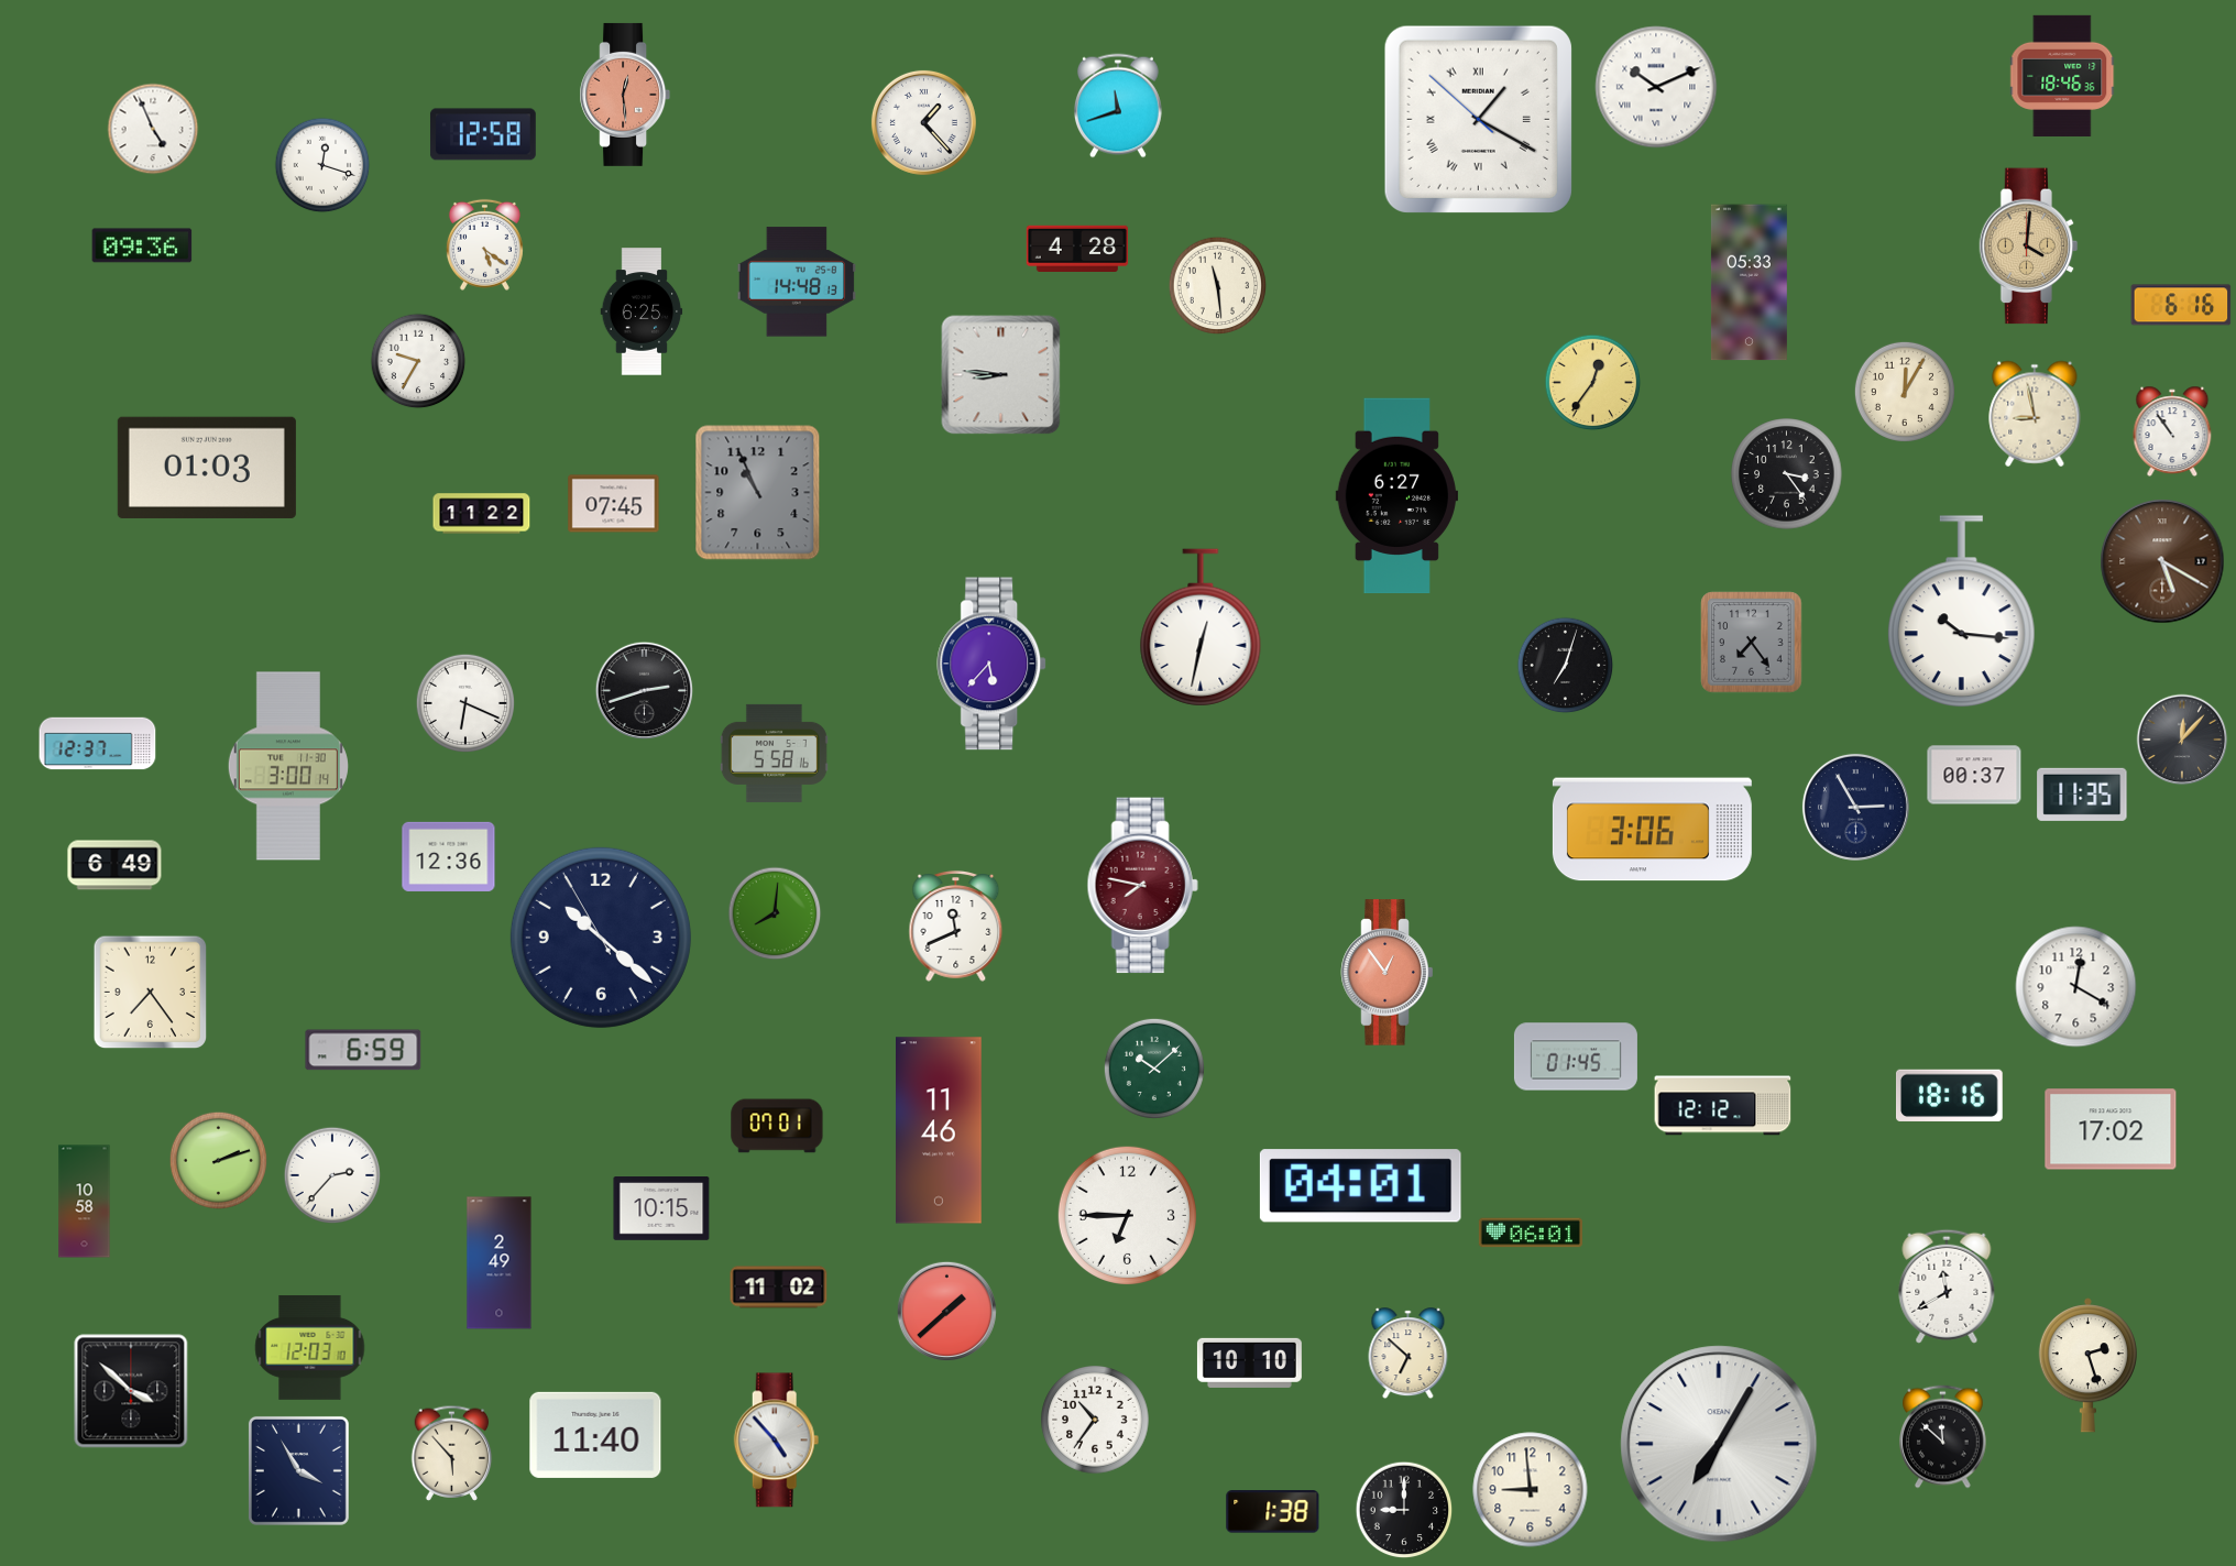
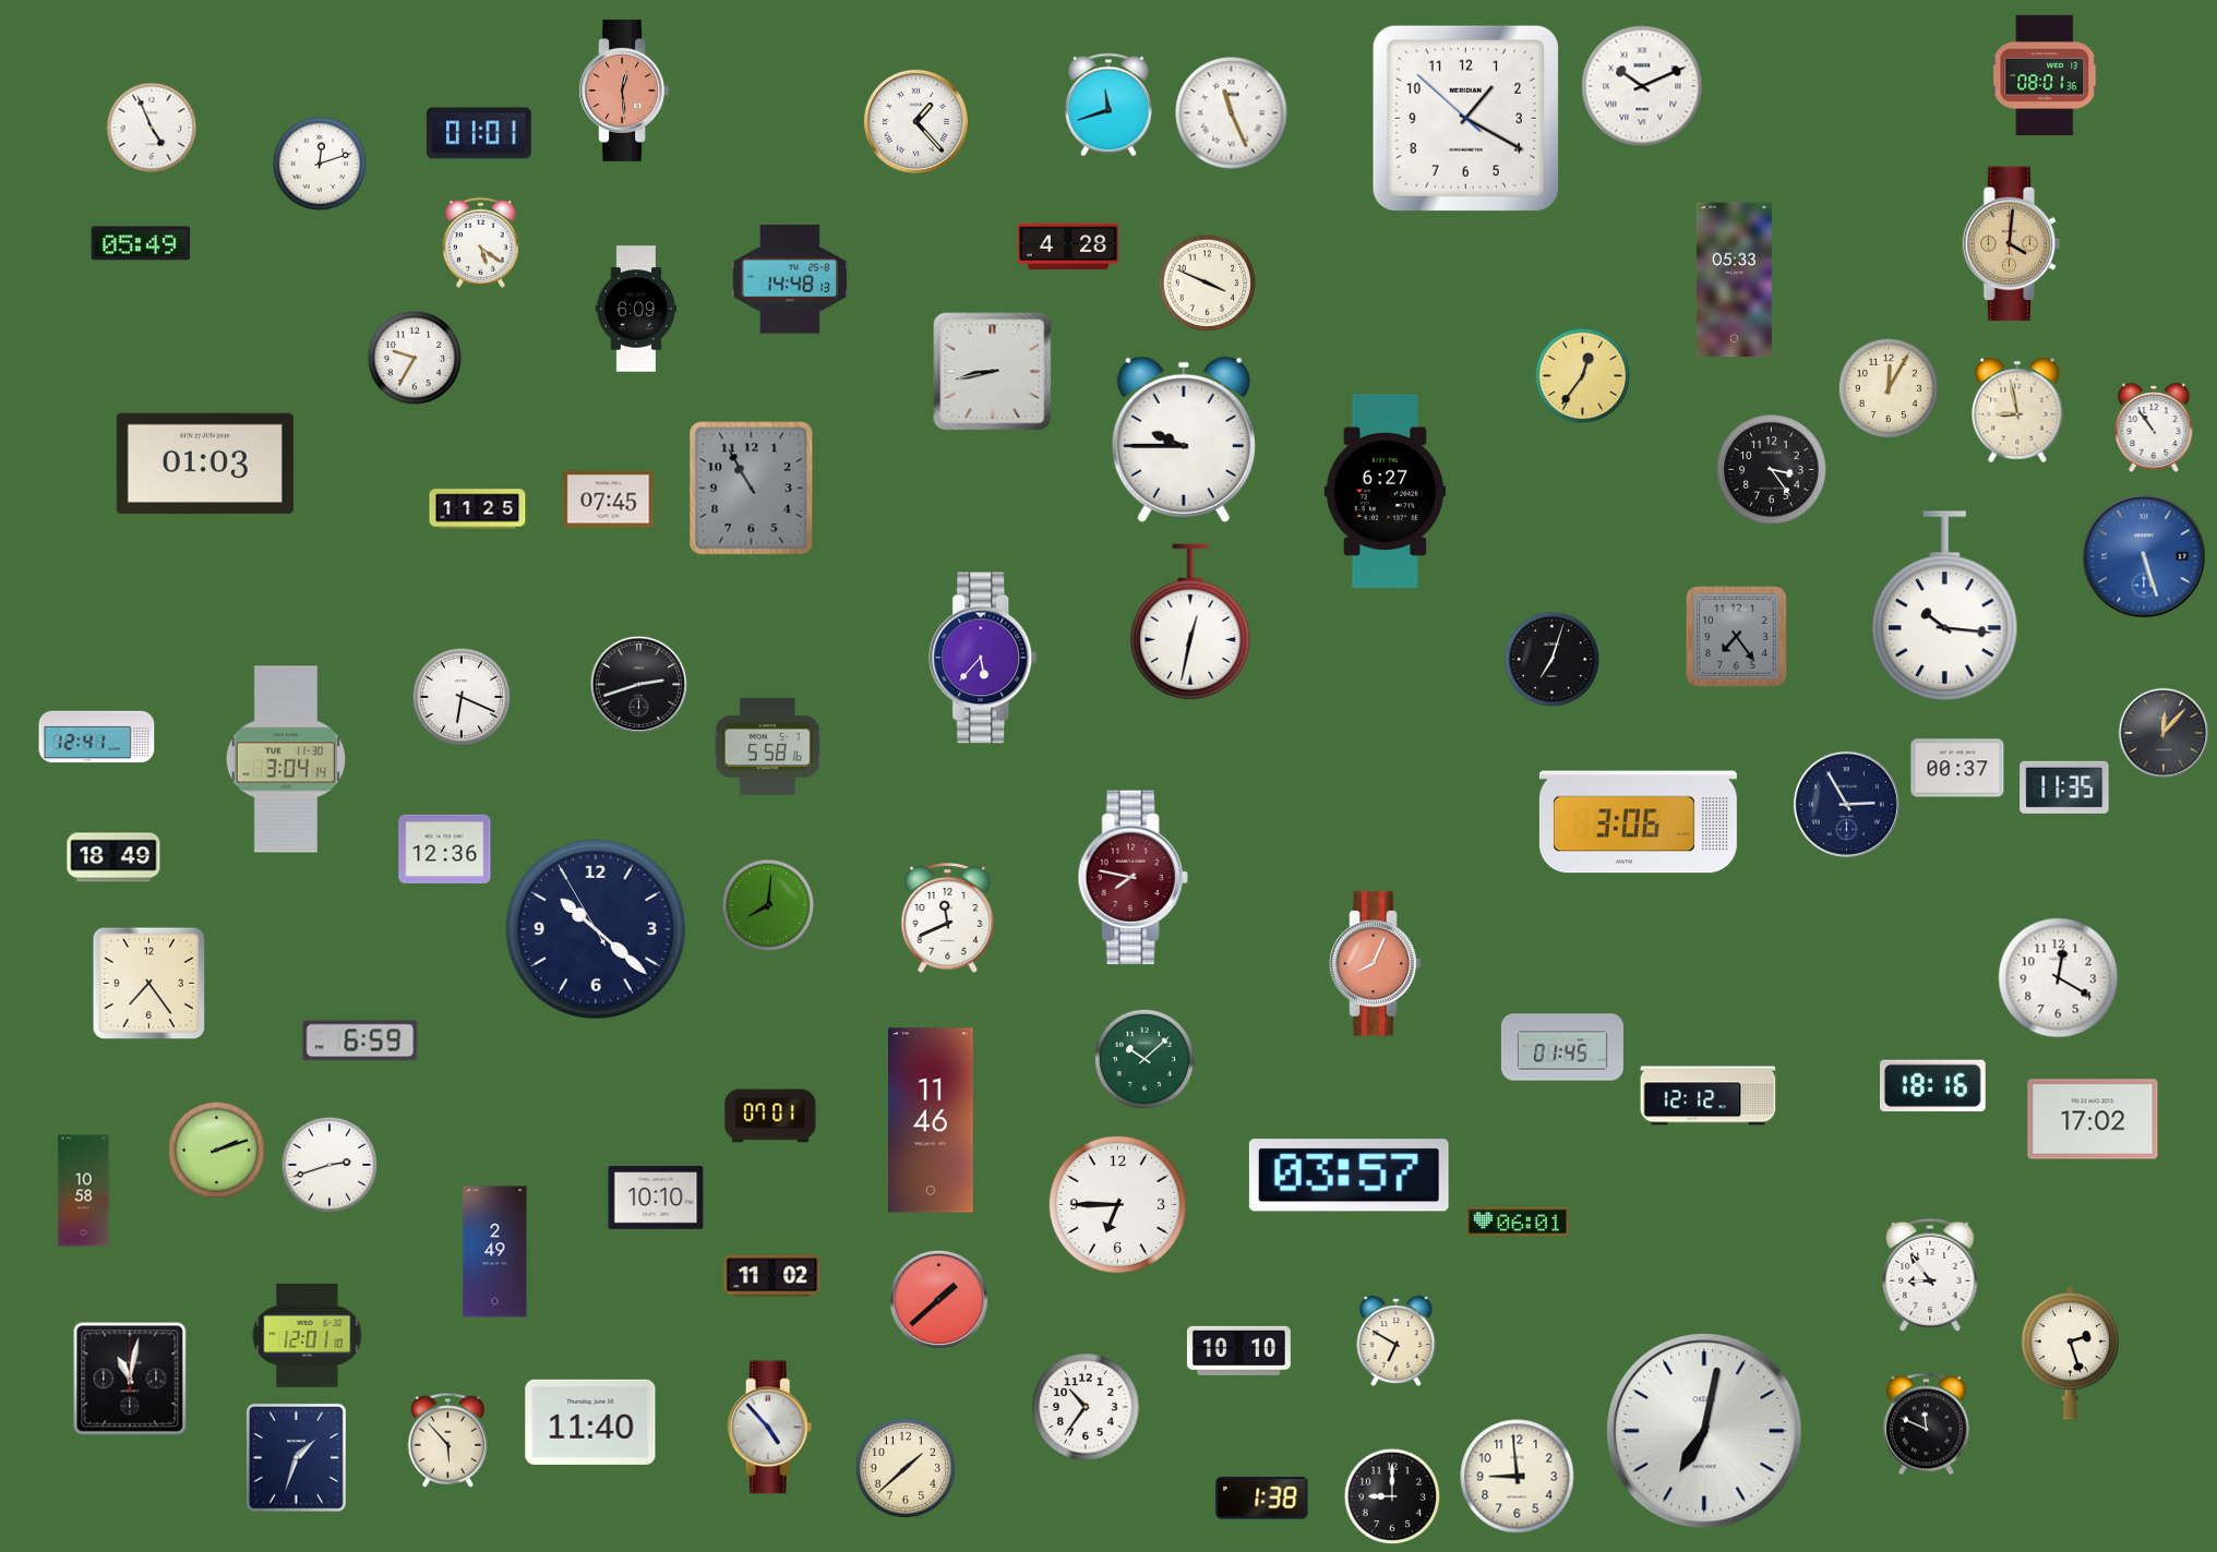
clock at (2063, 76): 18:46 -> 08:01
clock at (625, 95) position: (625, 95) -> (624, 91)
clock at (1232, 113): none -> 11:26
clock at (1478, 119) numerals: Roman -> Arabic
clock at (483, 134): 12:58 -> 01:01
clock at (322, 165): 12:18 -> 12:12
clock at (142, 245): 09:36 -> 05:49
clock at (1218, 286): 11:29 -> 3:49
clock at (2181, 305): 6:16 -> none
clock at (642, 311): 6:25 -> 6:09
clock at (1001, 375): 8:46 -> 8:43
clock at (1593, 383) position: (1593, 383) -> (1583, 376)
clock at (1184, 440): none -> 9:45
clock at (758, 493): 10:56 -> 10:55
clock at (482, 514): 11:22 -> 11:25
clock at (2162, 561): 5:20 -> 5:27
clock at (2162, 561) dial: brown -> blue
clock at (98, 744): 12:37 -> 12:41
clock at (288, 766): 3:00 -> 3:04
clock at (1855, 807) position: (1855, 807) -> (1846, 804)
clock at (114, 865): 6:49 -> 18:49
clock at (1388, 973): 12:54 -> 8:04
clock at (332, 1175): 2:37 -> 2:42
clock at (1360, 1186): 04:01 -> 03:57
clock at (661, 1209): 10:15 -> 10:10
clock at (1947, 1286): 11:40 -> 8:54
clock at (310, 1347): 12:03 -> 12:01
clock at (1409, 1354): 6:52 -> 6:50
clock at (131, 1391): 3:52 -> 11:02
clock at (1943, 1437): 11:52 -> 11:49
clock at (1719, 1444): 7:05 -> 7:02
clock at (298, 1470): 3:55 -> 1:33
clock at (906, 1468): none -> 1:38
